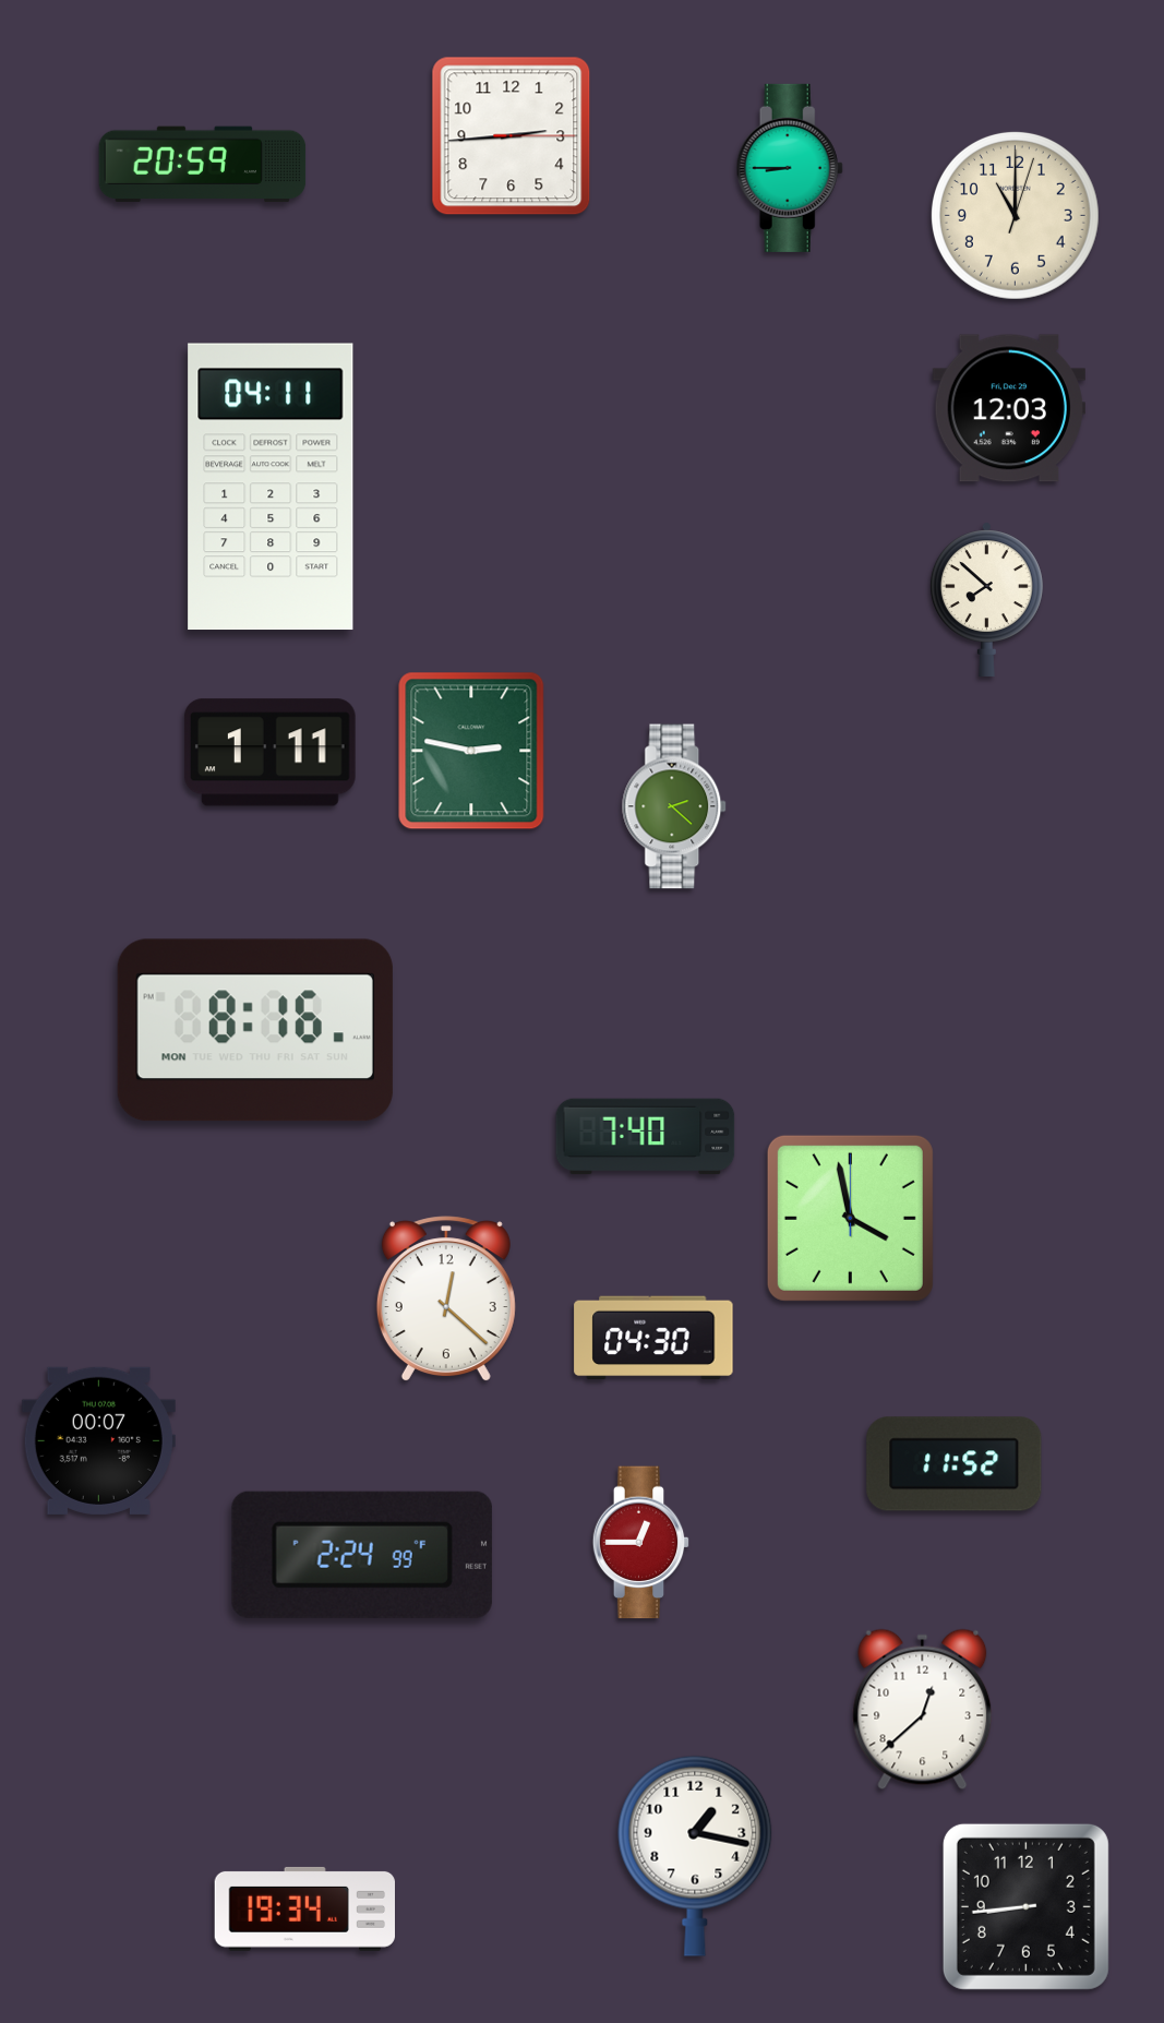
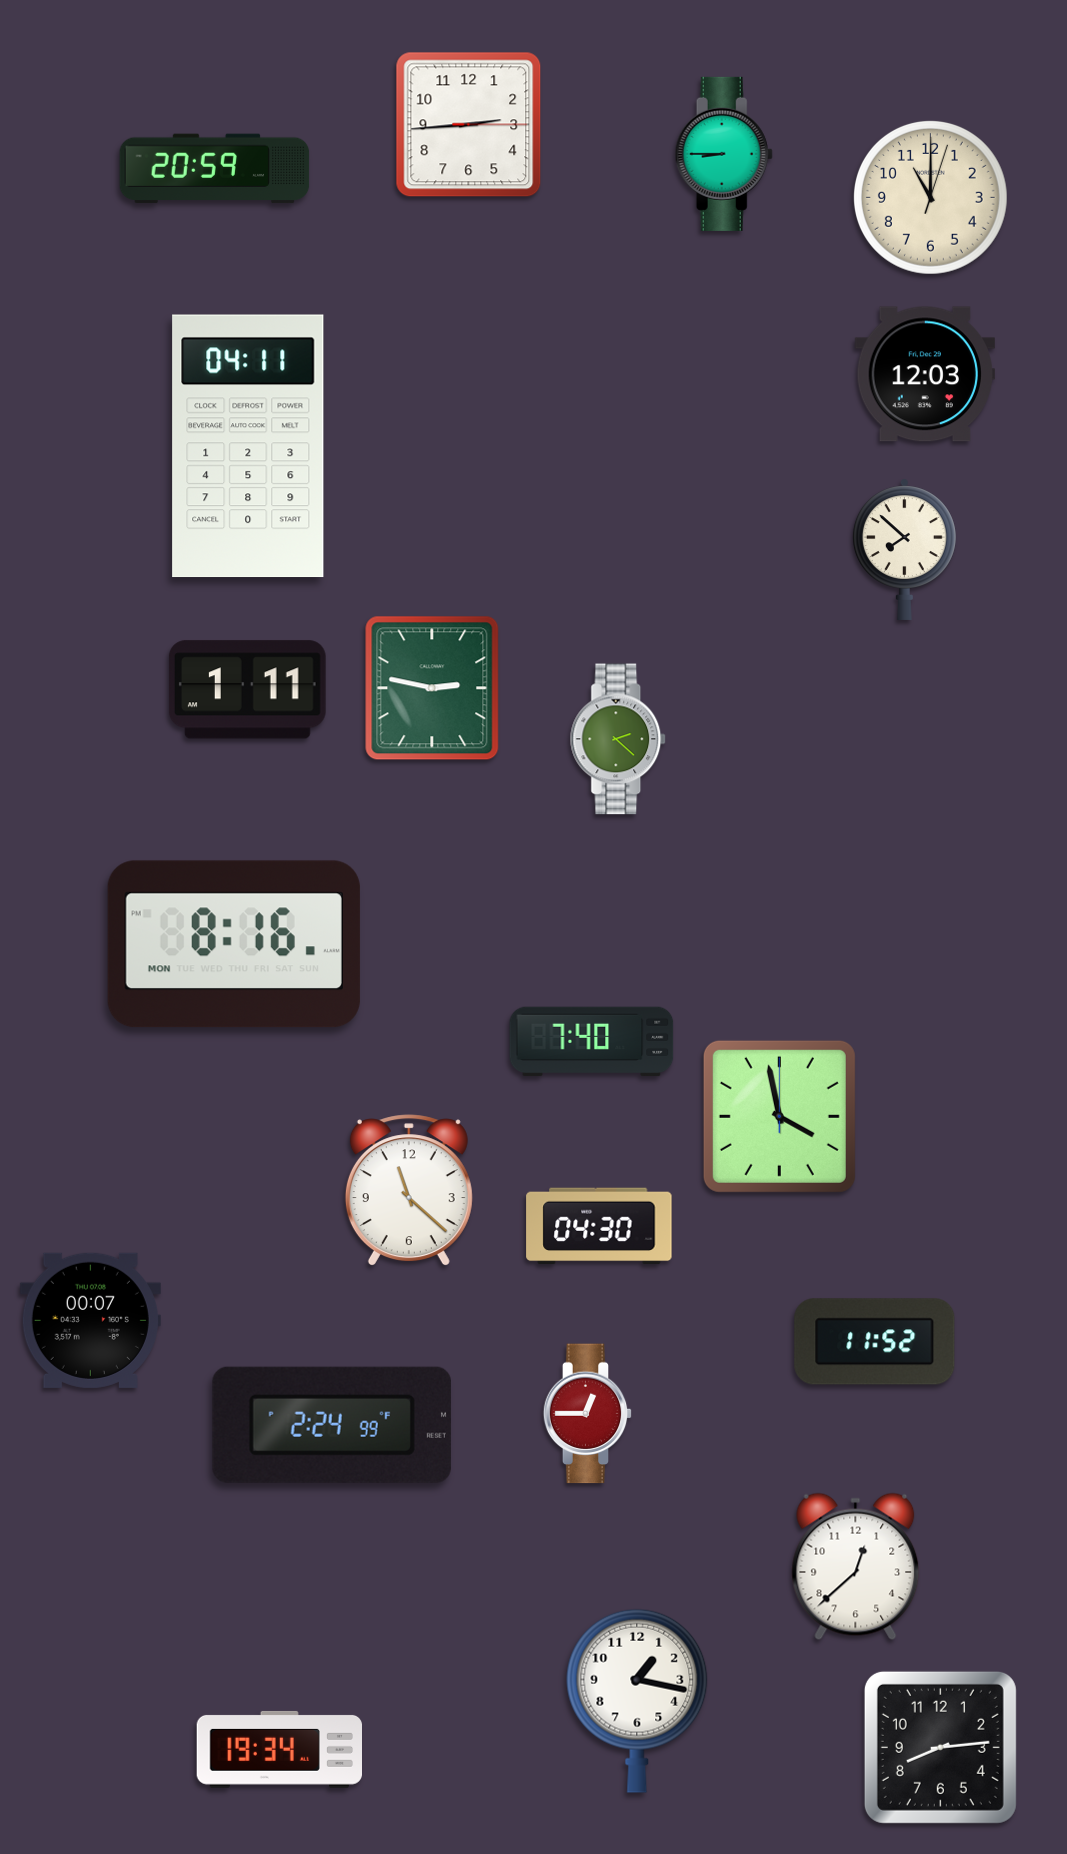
clock at (203, 165) position: (203, 165) -> (215, 169)
clock at (446, 1298): 12:22 -> 11:22
clock at (923, 1710) position: (923, 1710) -> (856, 1567)
clock at (1025, 1906): 8:44 -> 8:14
